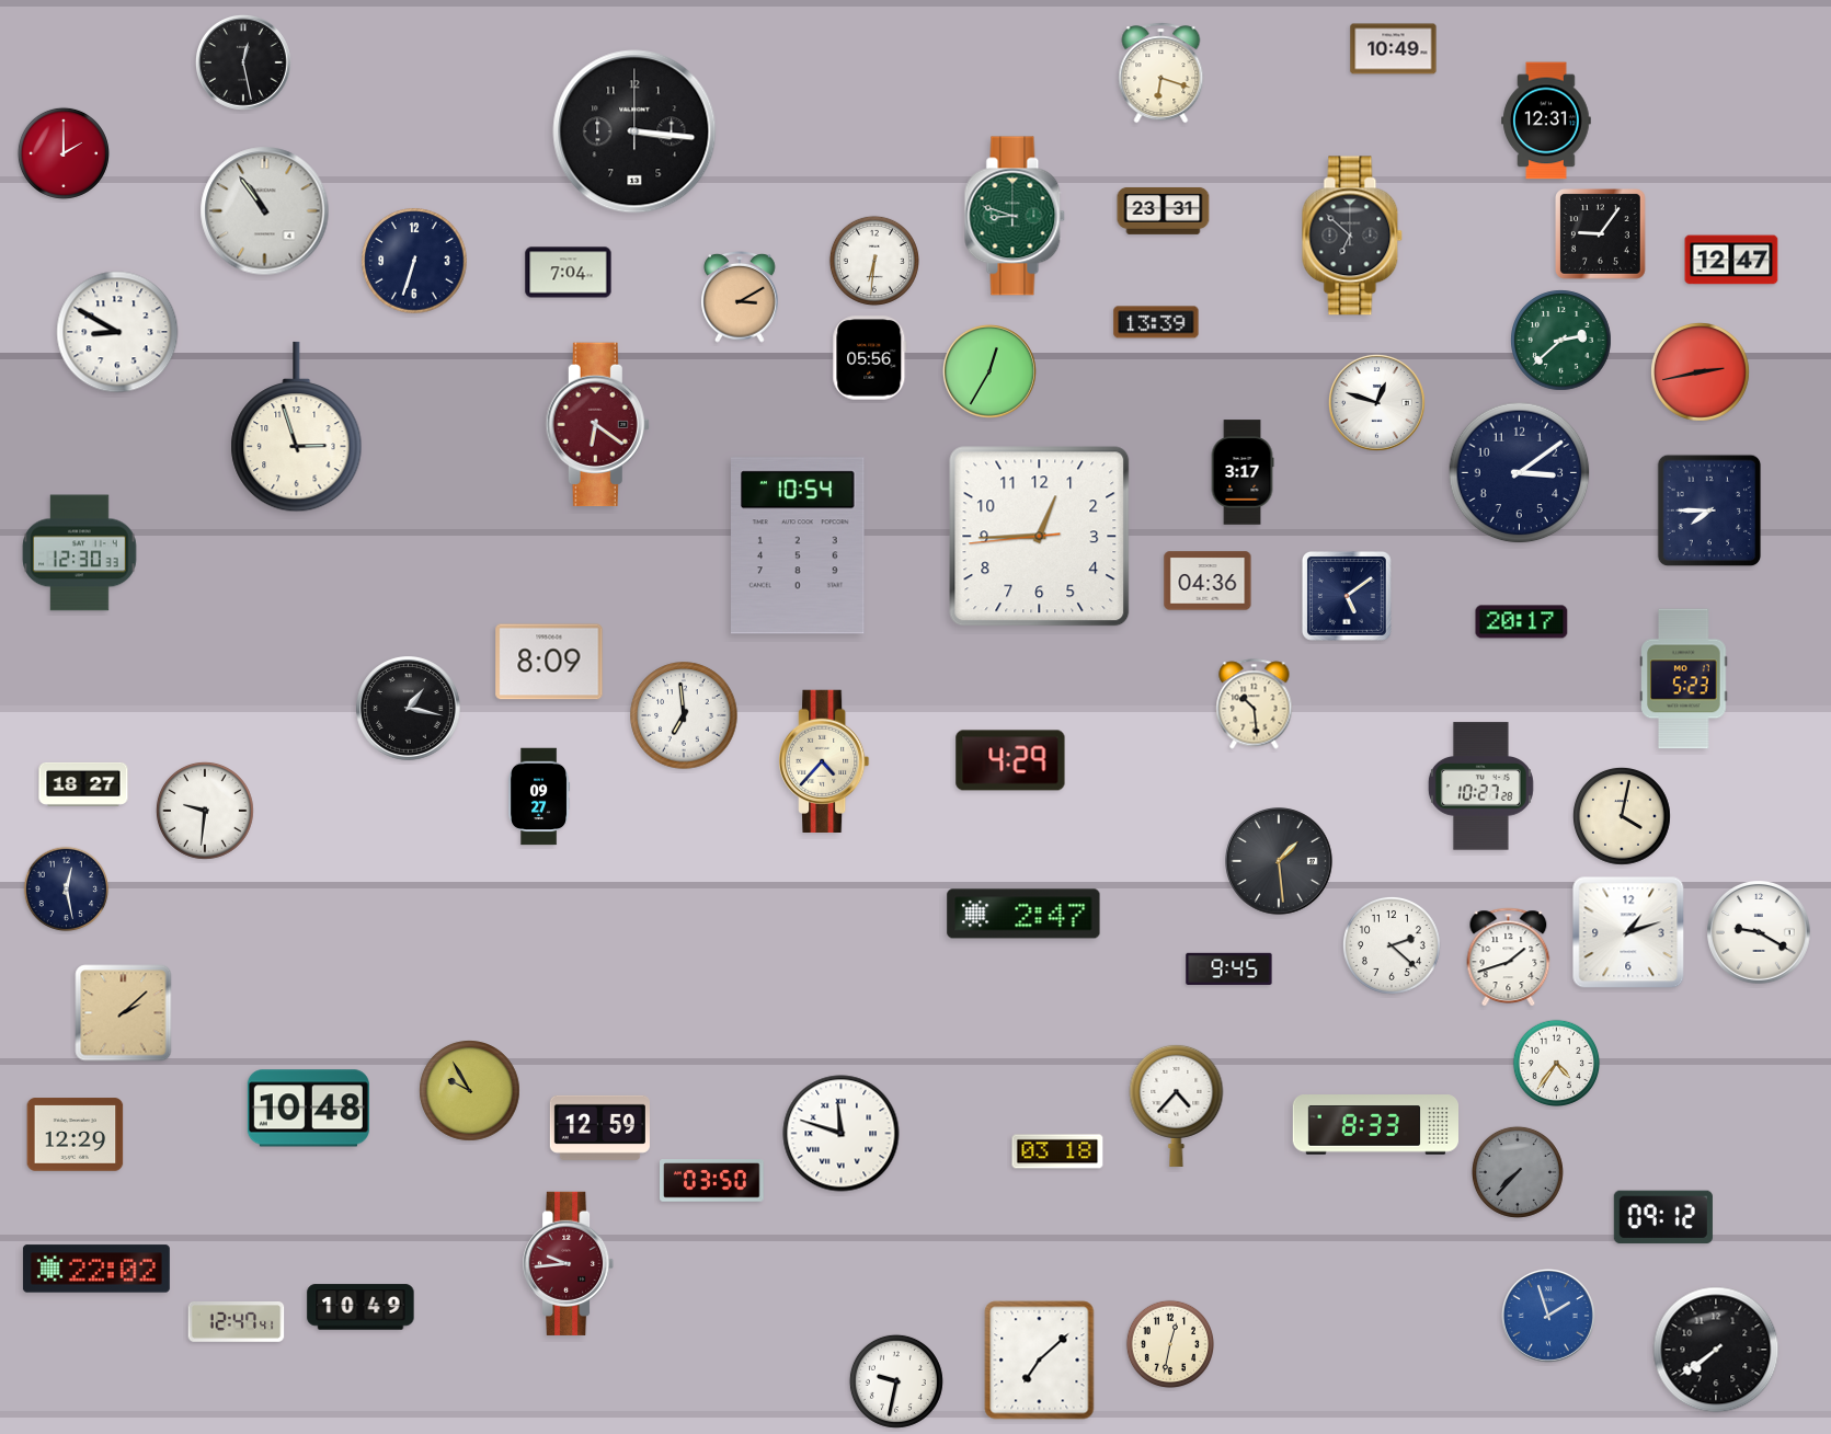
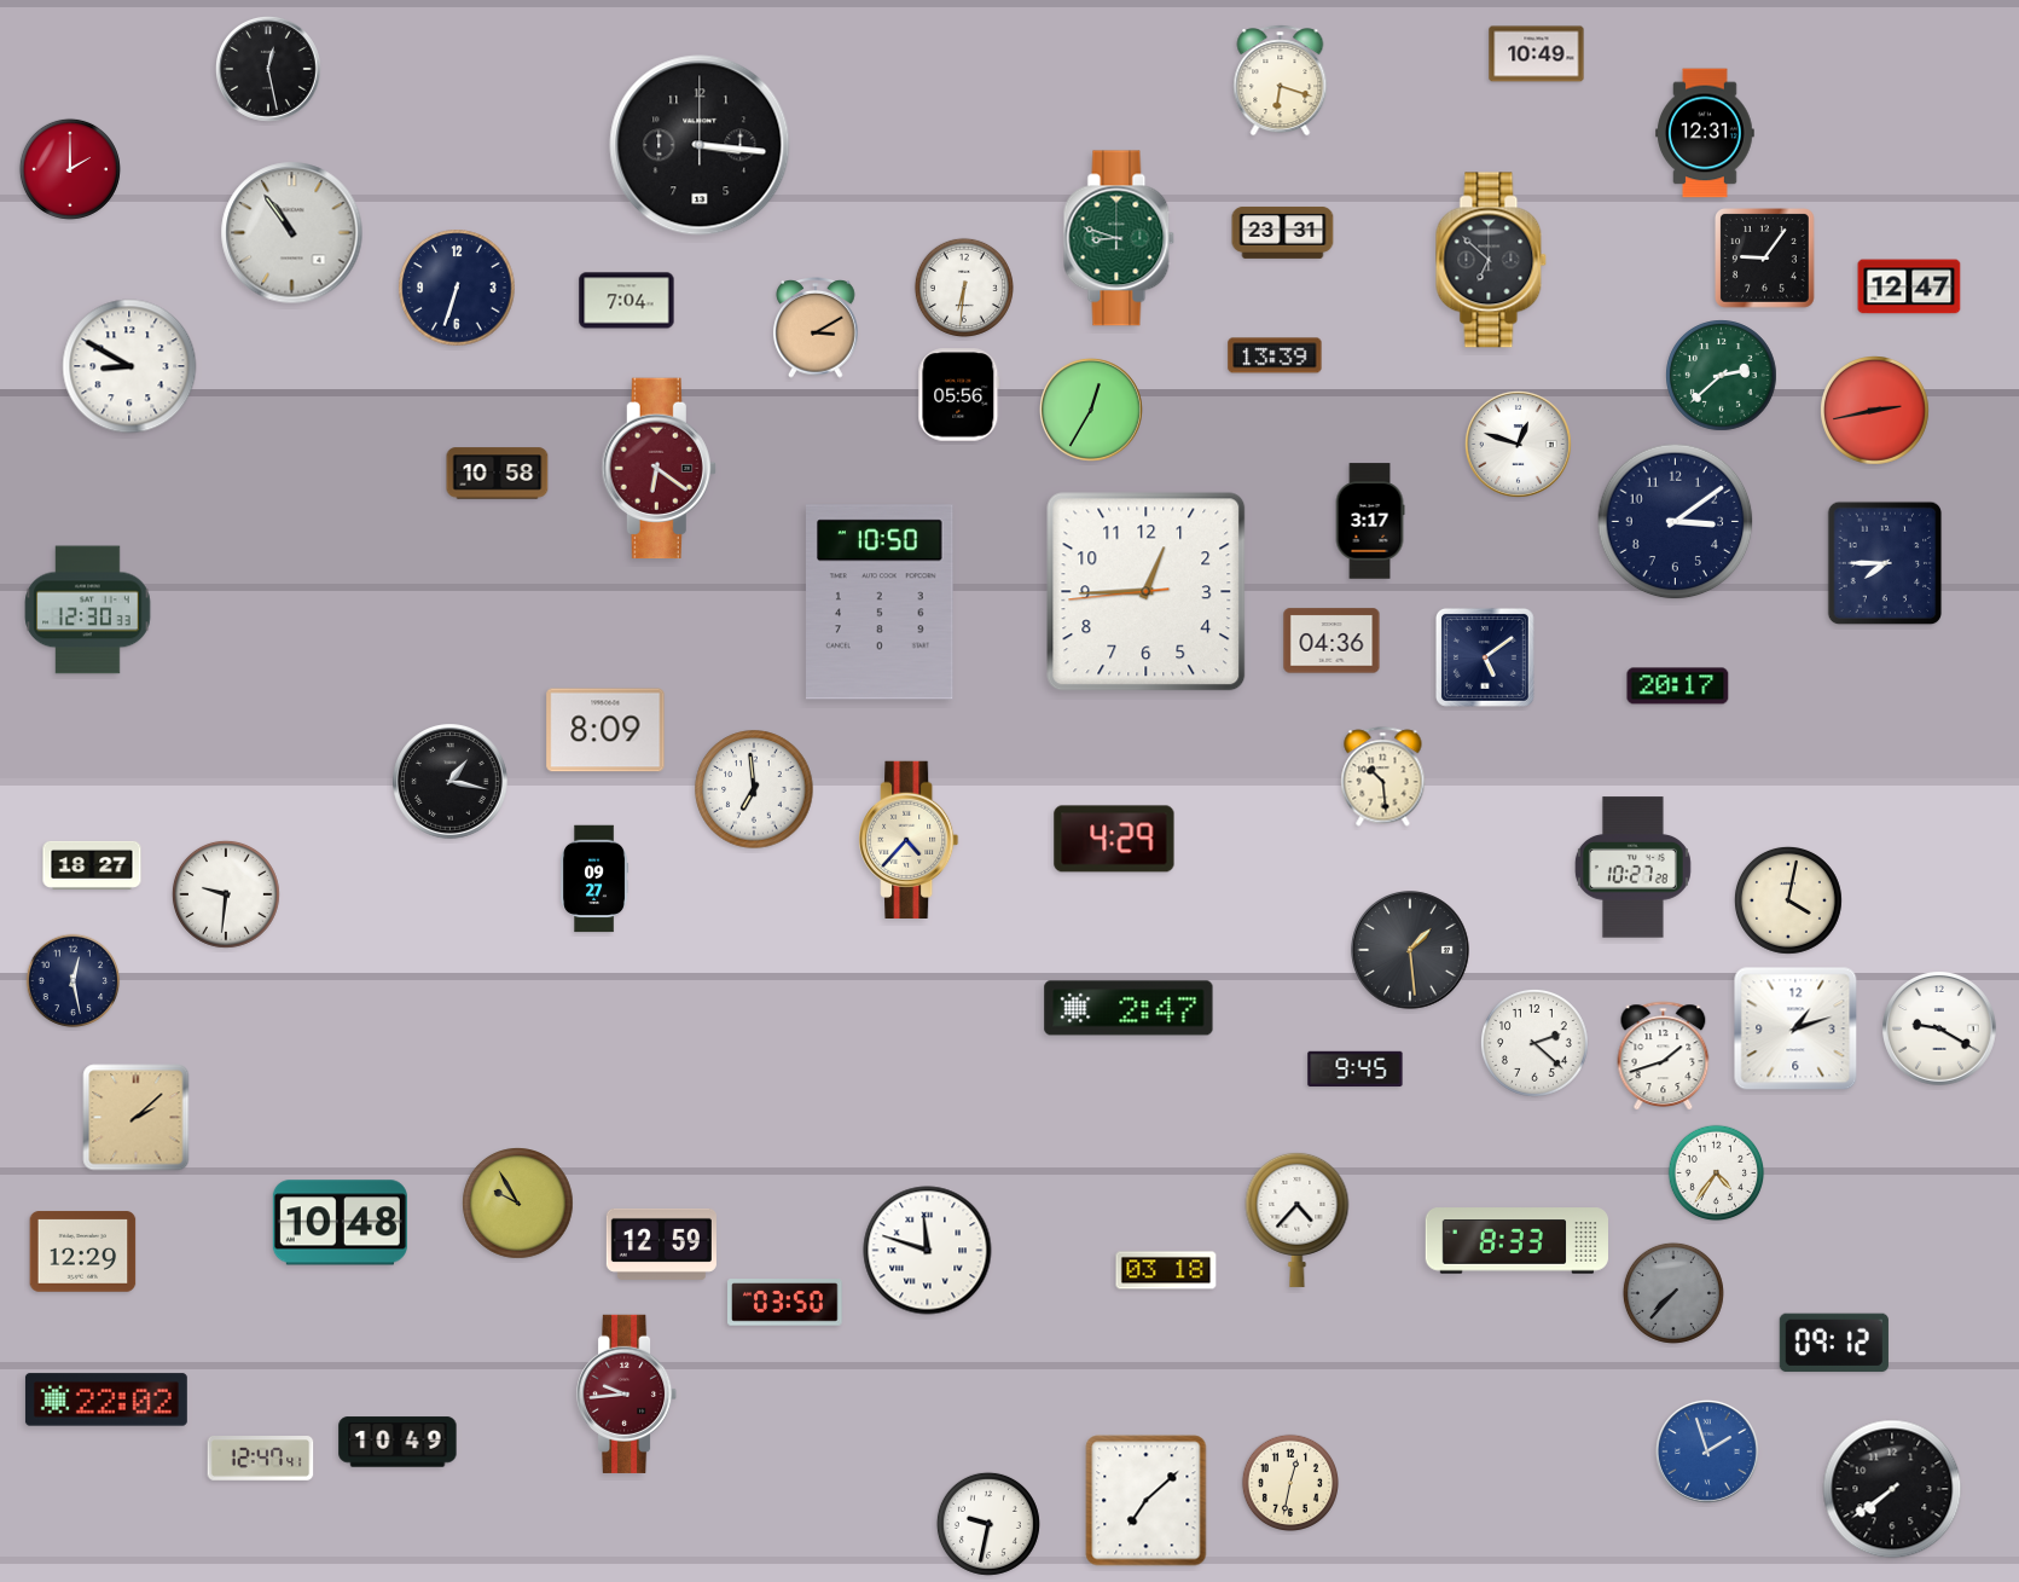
clock at (297, 427): 2:57 -> none
clock at (498, 474): none -> 10:58
clock at (799, 546): 10:54 -> 10:50
clock at (1684, 679): 5:23 -> none
